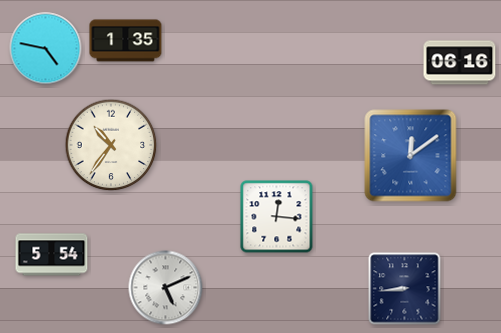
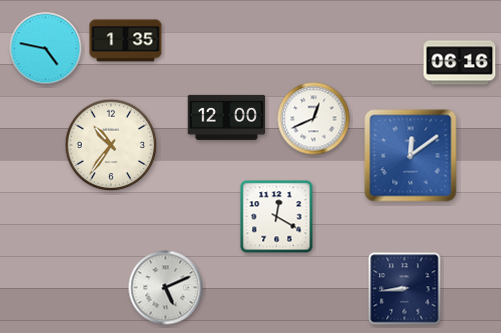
clock at (227, 117): none -> 12:00
clock at (314, 119): none -> 12:41
clock at (277, 217): 12:16 -> 12:20
clock at (52, 255): 5:54 -> none
